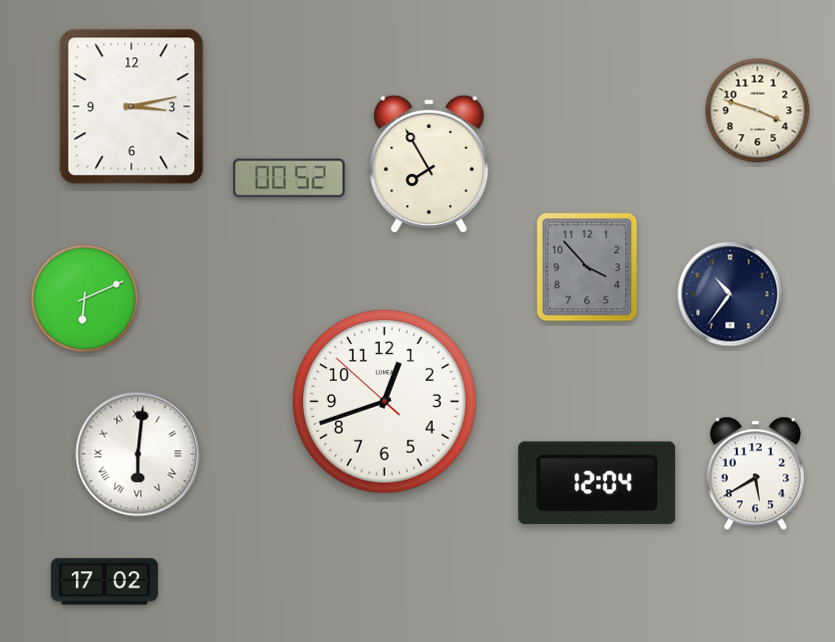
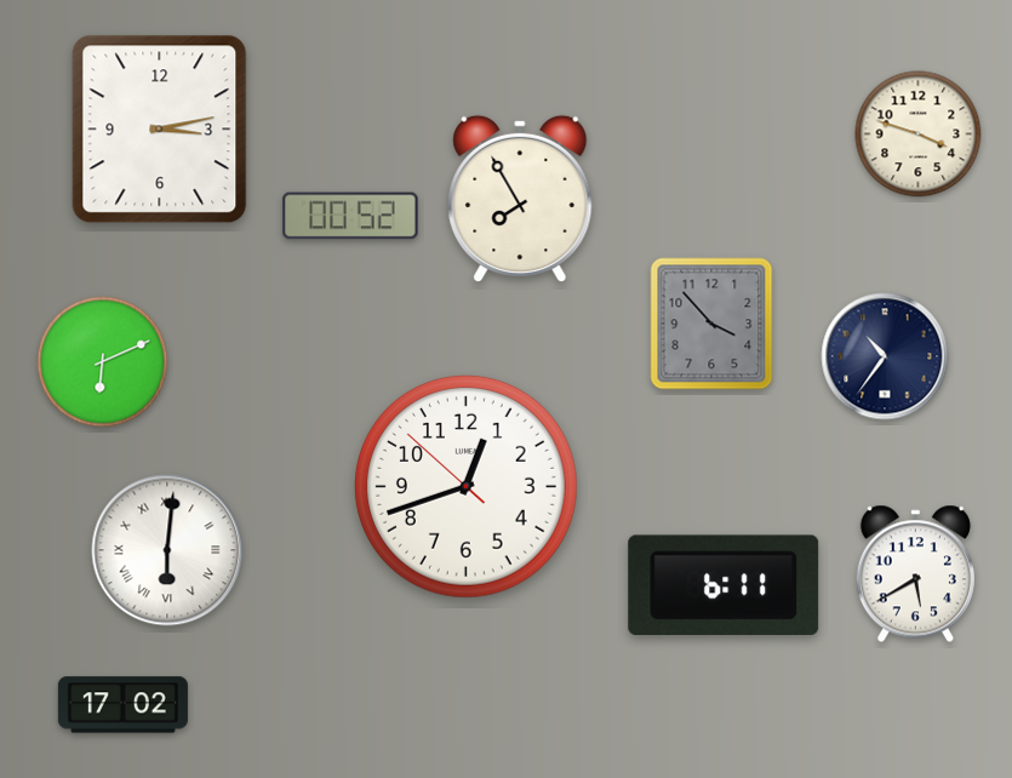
clock at (597, 483): 12:04 -> 6:11
clock at (104, 582) position: (104, 582) -> (122, 705)
